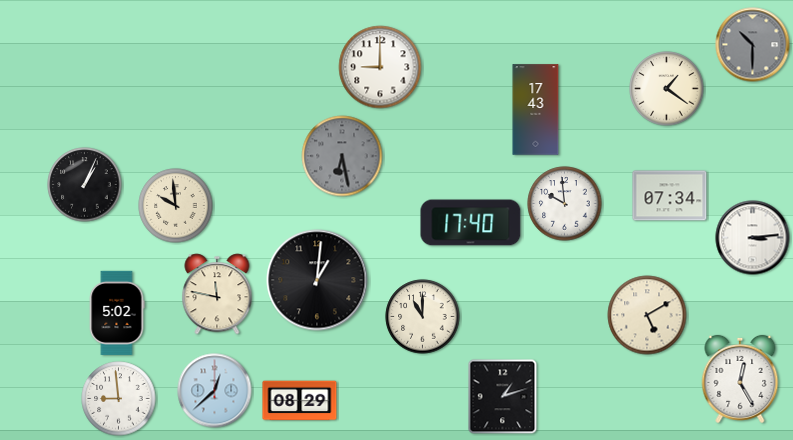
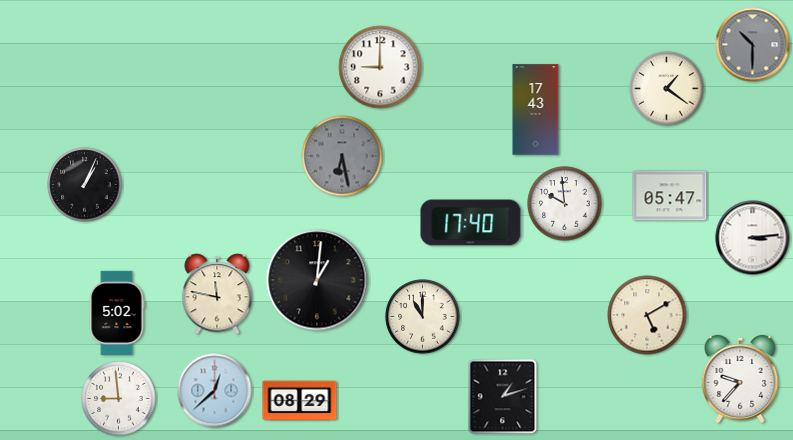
clock at (670, 196): 07:34 -> 05:47
clock at (176, 206): 9:59 -> none
clock at (740, 379): 12:25 -> 9:37
